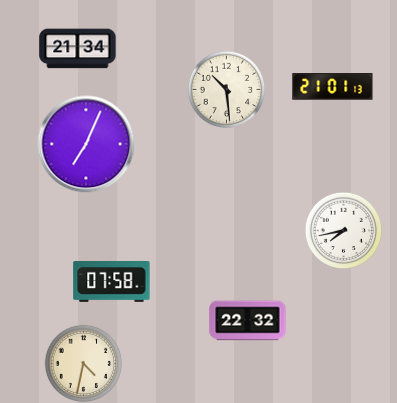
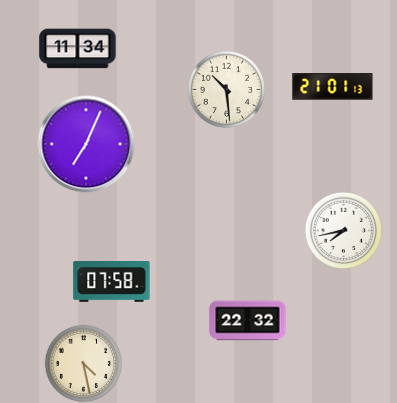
clock at (78, 49): 21:34 -> 11:34
clock at (83, 363): 4:32 -> 4:28
